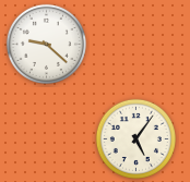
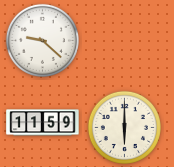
clock at (43, 123): none -> 11:59
clock at (135, 138): 5:06 -> 6:00
